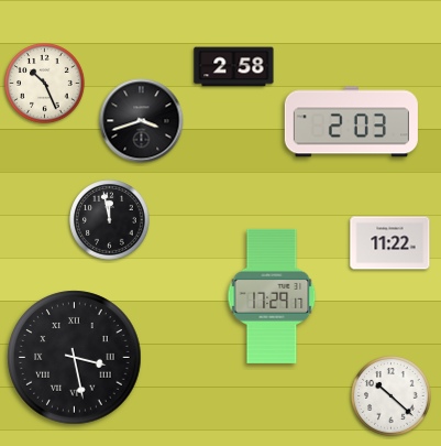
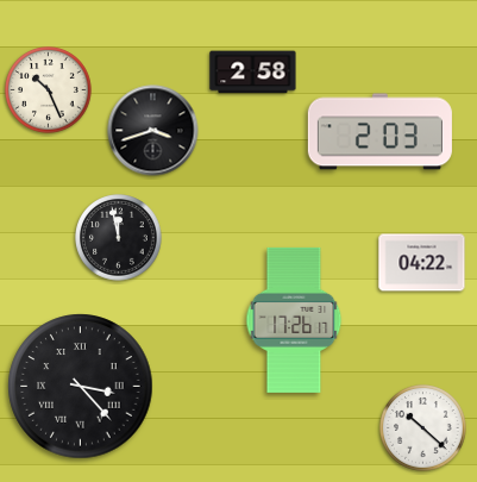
clock at (390, 243): 11:22 -> 04:22
clock at (272, 296): 17:29 -> 17:26
clock at (75, 358): 3:28 -> 3:23
